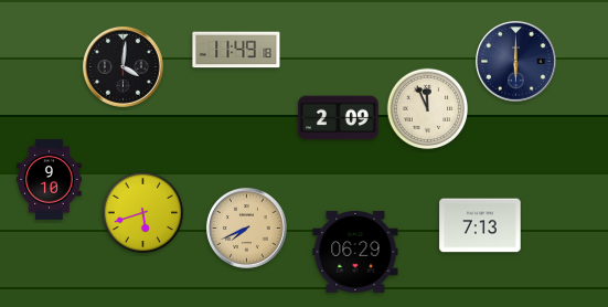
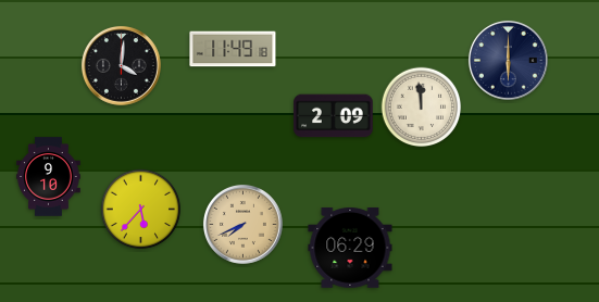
clock at (428, 109): 11:56 -> 11:59
clock at (143, 213): 5:42 -> 5:37
clock at (480, 225): 7:13 -> none
